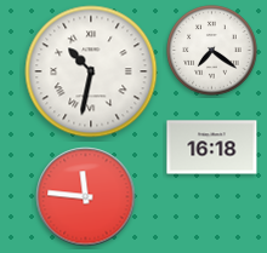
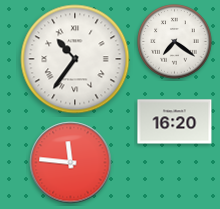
clock at (91, 71): 10:32 -> 10:36
clock at (212, 148): 16:18 -> 16:20
